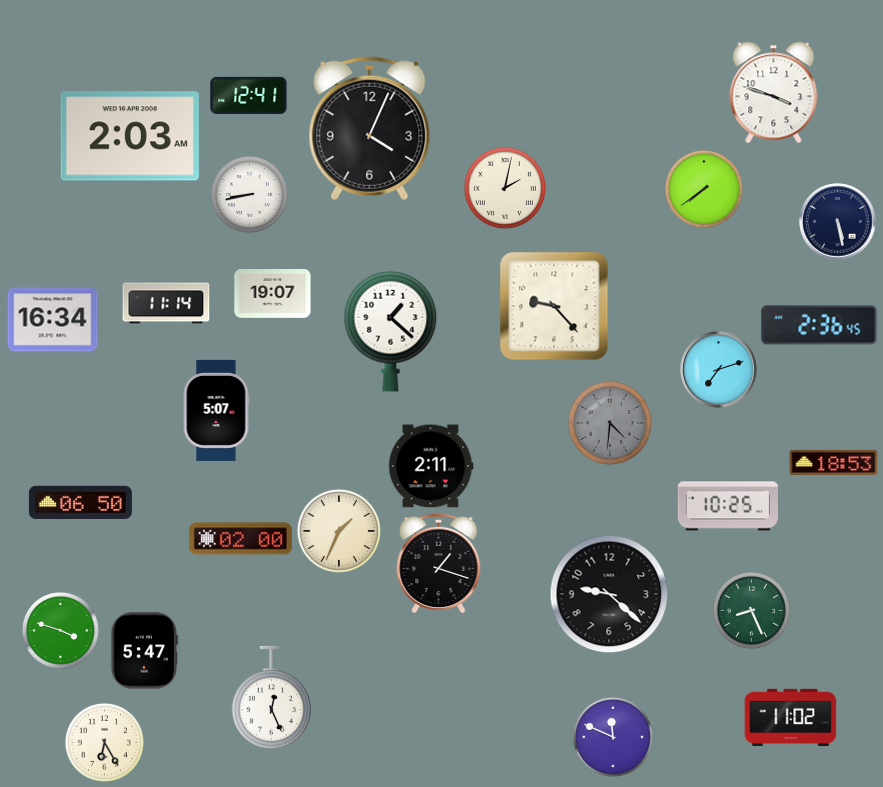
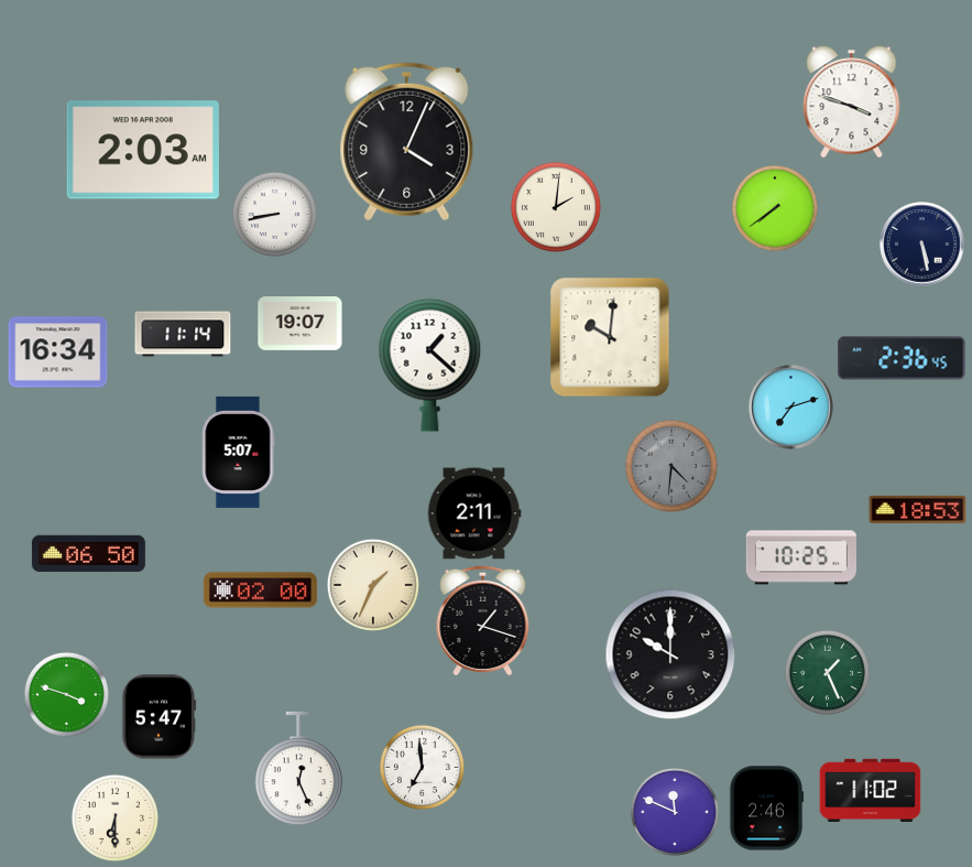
clock at (249, 95): 12:41 -> none
clock at (505, 188): 2:02 -> 2:01
clock at (554, 306): 9:23 -> 10:01
clock at (240, 539) position: (240, 539) -> (260, 590)
clock at (609, 594): 9:22 -> 10:00
clock at (751, 610): 8:26 -> 1:26
clock at (422, 767): none -> 6:59
clock at (766, 809): none -> 2:46
clock at (104, 742): 6:25 -> 6:30
